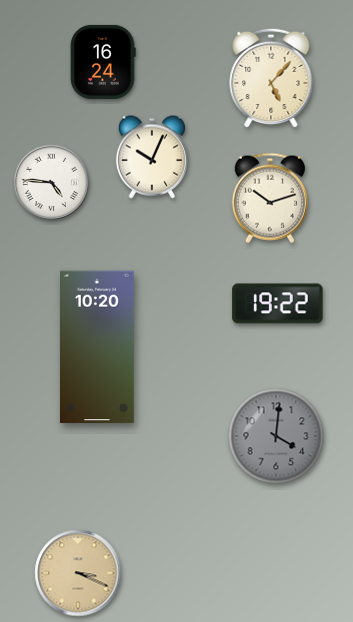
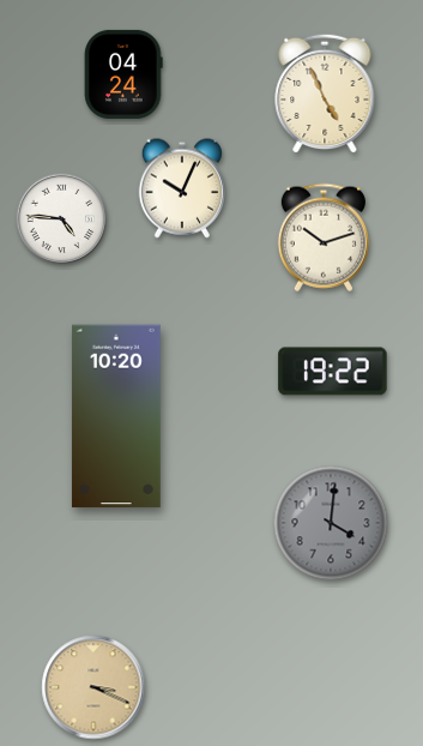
clock at (103, 62): 16:24 -> 04:24
clock at (271, 78): 5:07 -> 4:56
clock at (278, 304) position: (278, 304) -> (333, 372)
